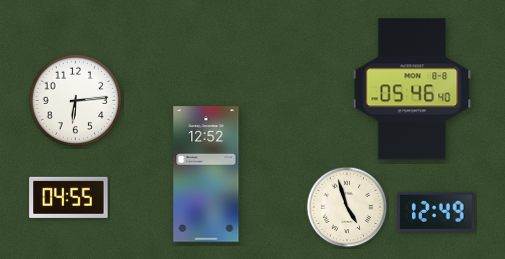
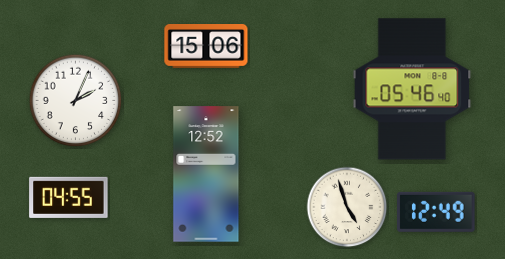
clock at (206, 47): none -> 15:06
clock at (76, 101): 6:14 -> 2:04
